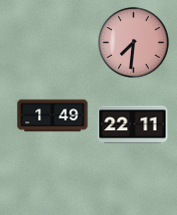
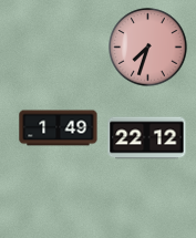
clock at (134, 43): 7:31 -> 7:33
clock at (133, 125): 22:11 -> 22:12
